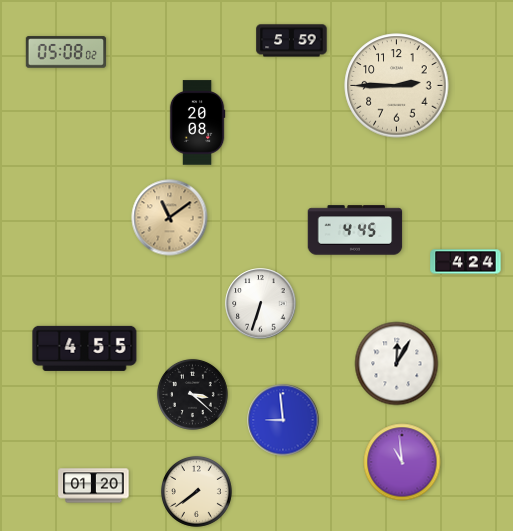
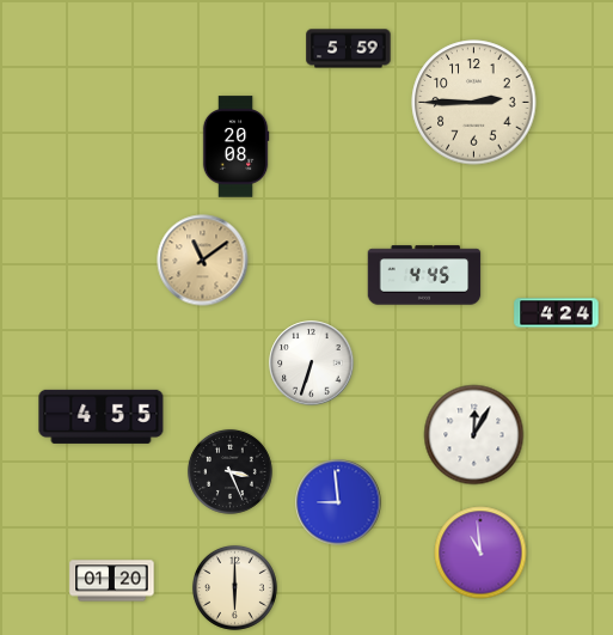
clock at (66, 52): 05:08 -> none
clock at (192, 394): 3:22 -> 3:26
clock at (196, 491): 7:39 -> 6:00
